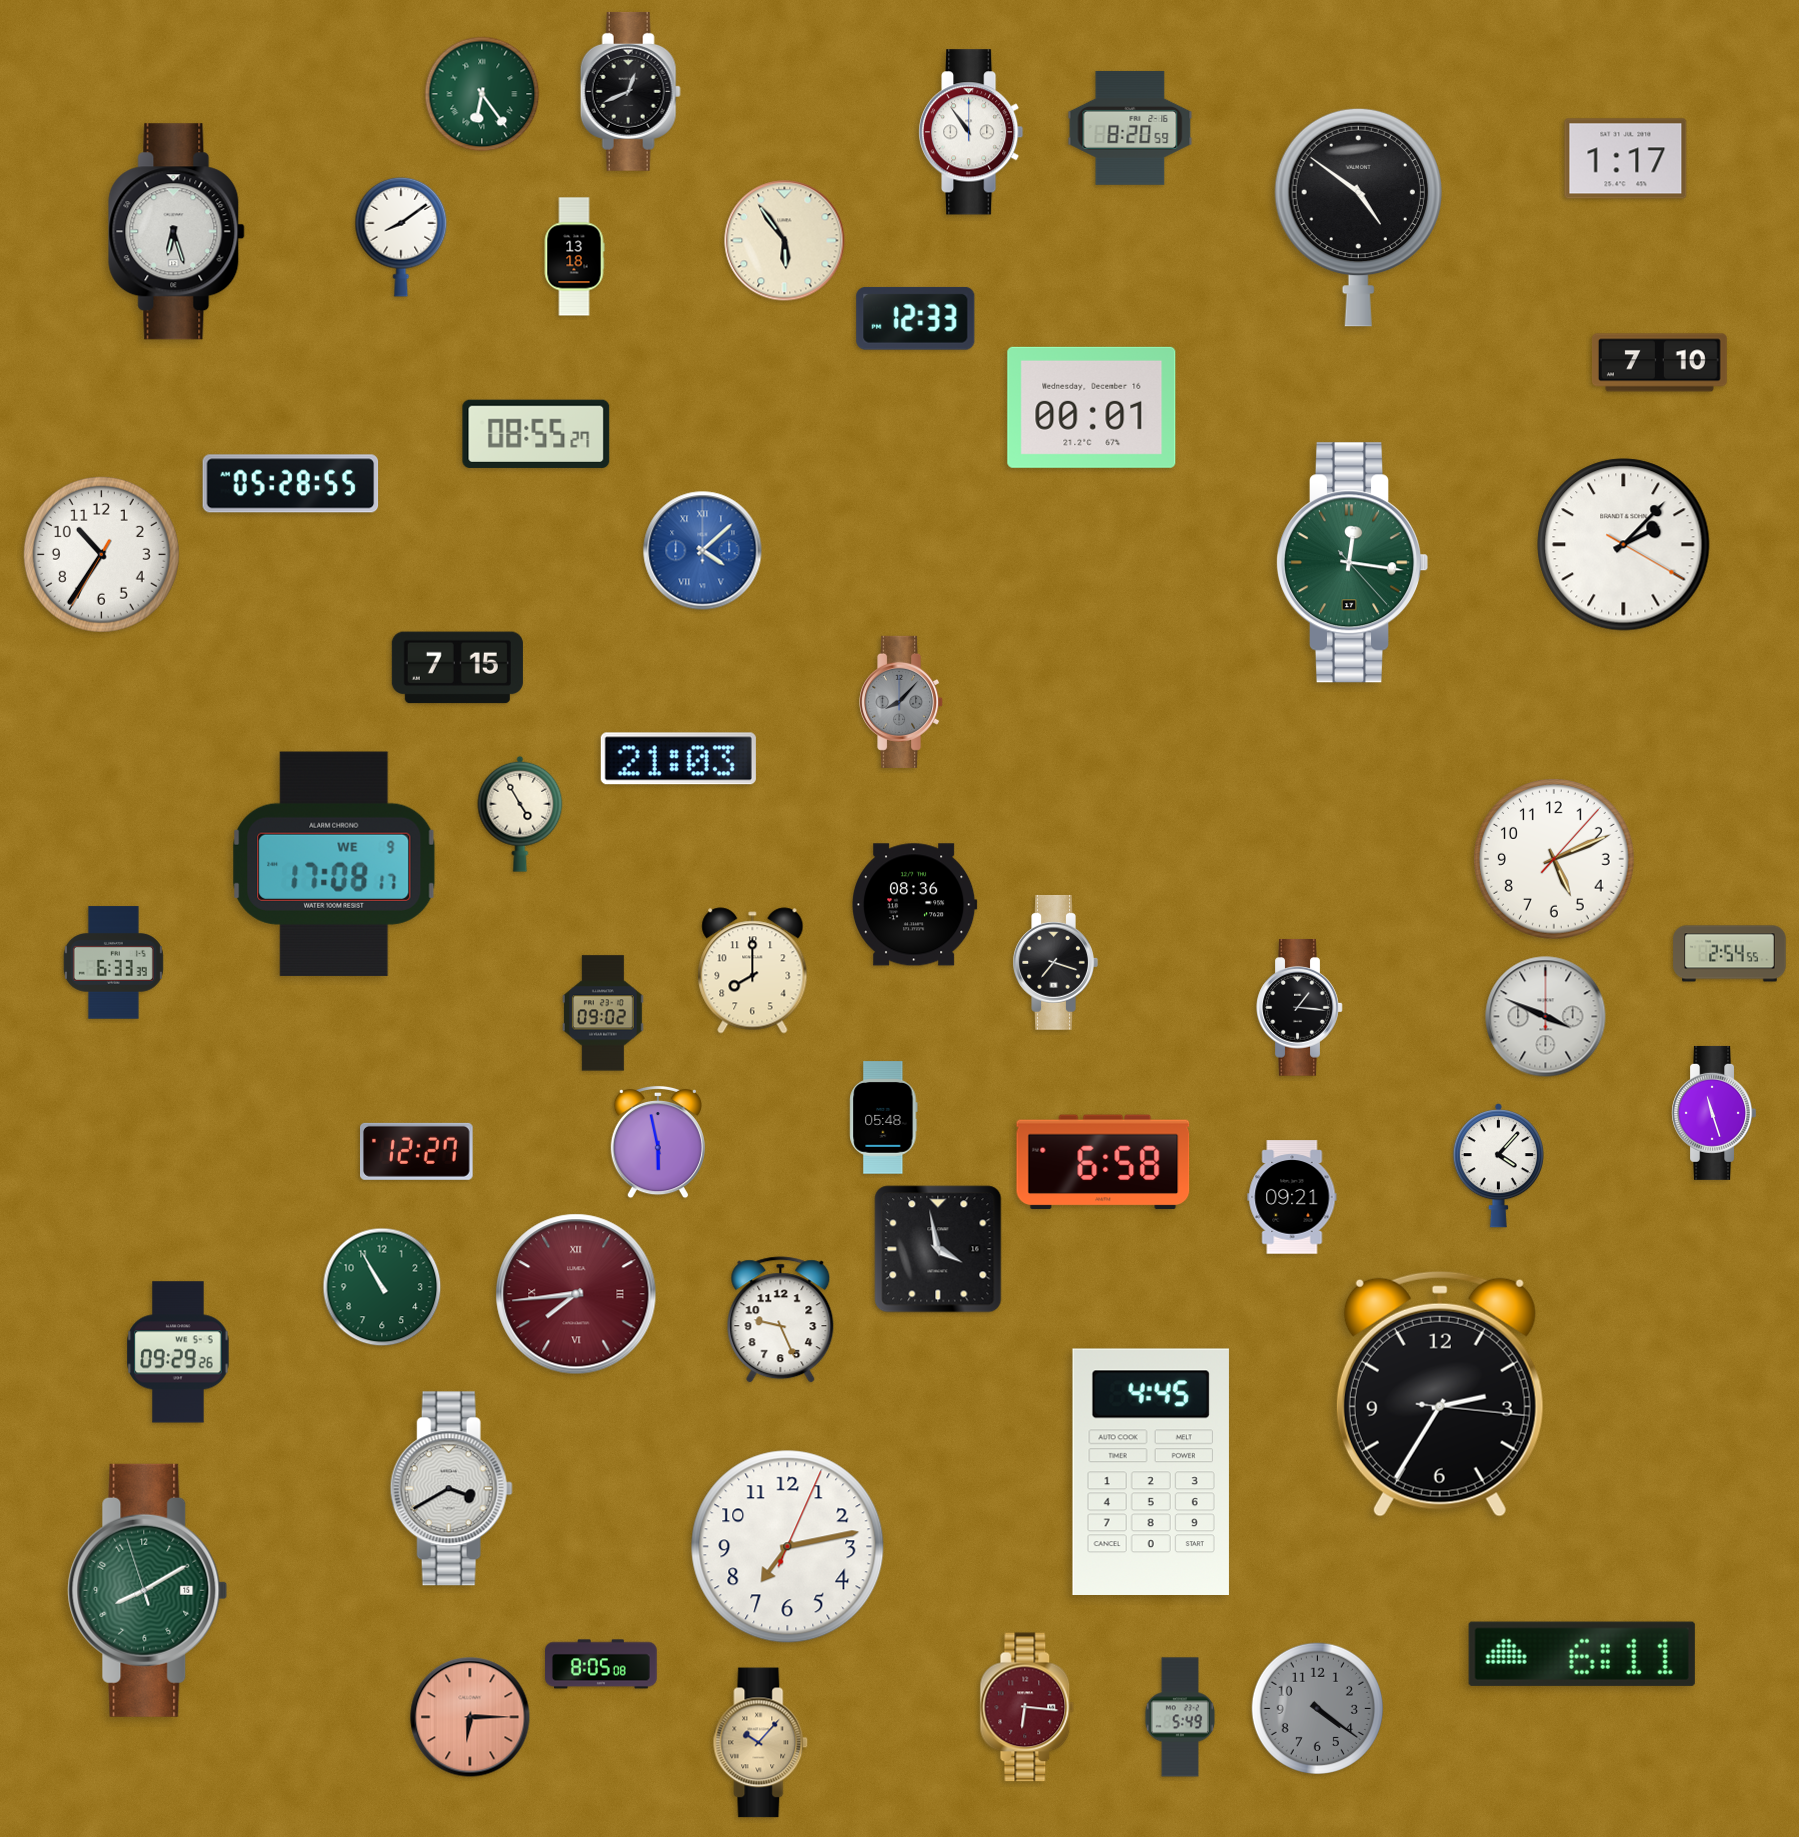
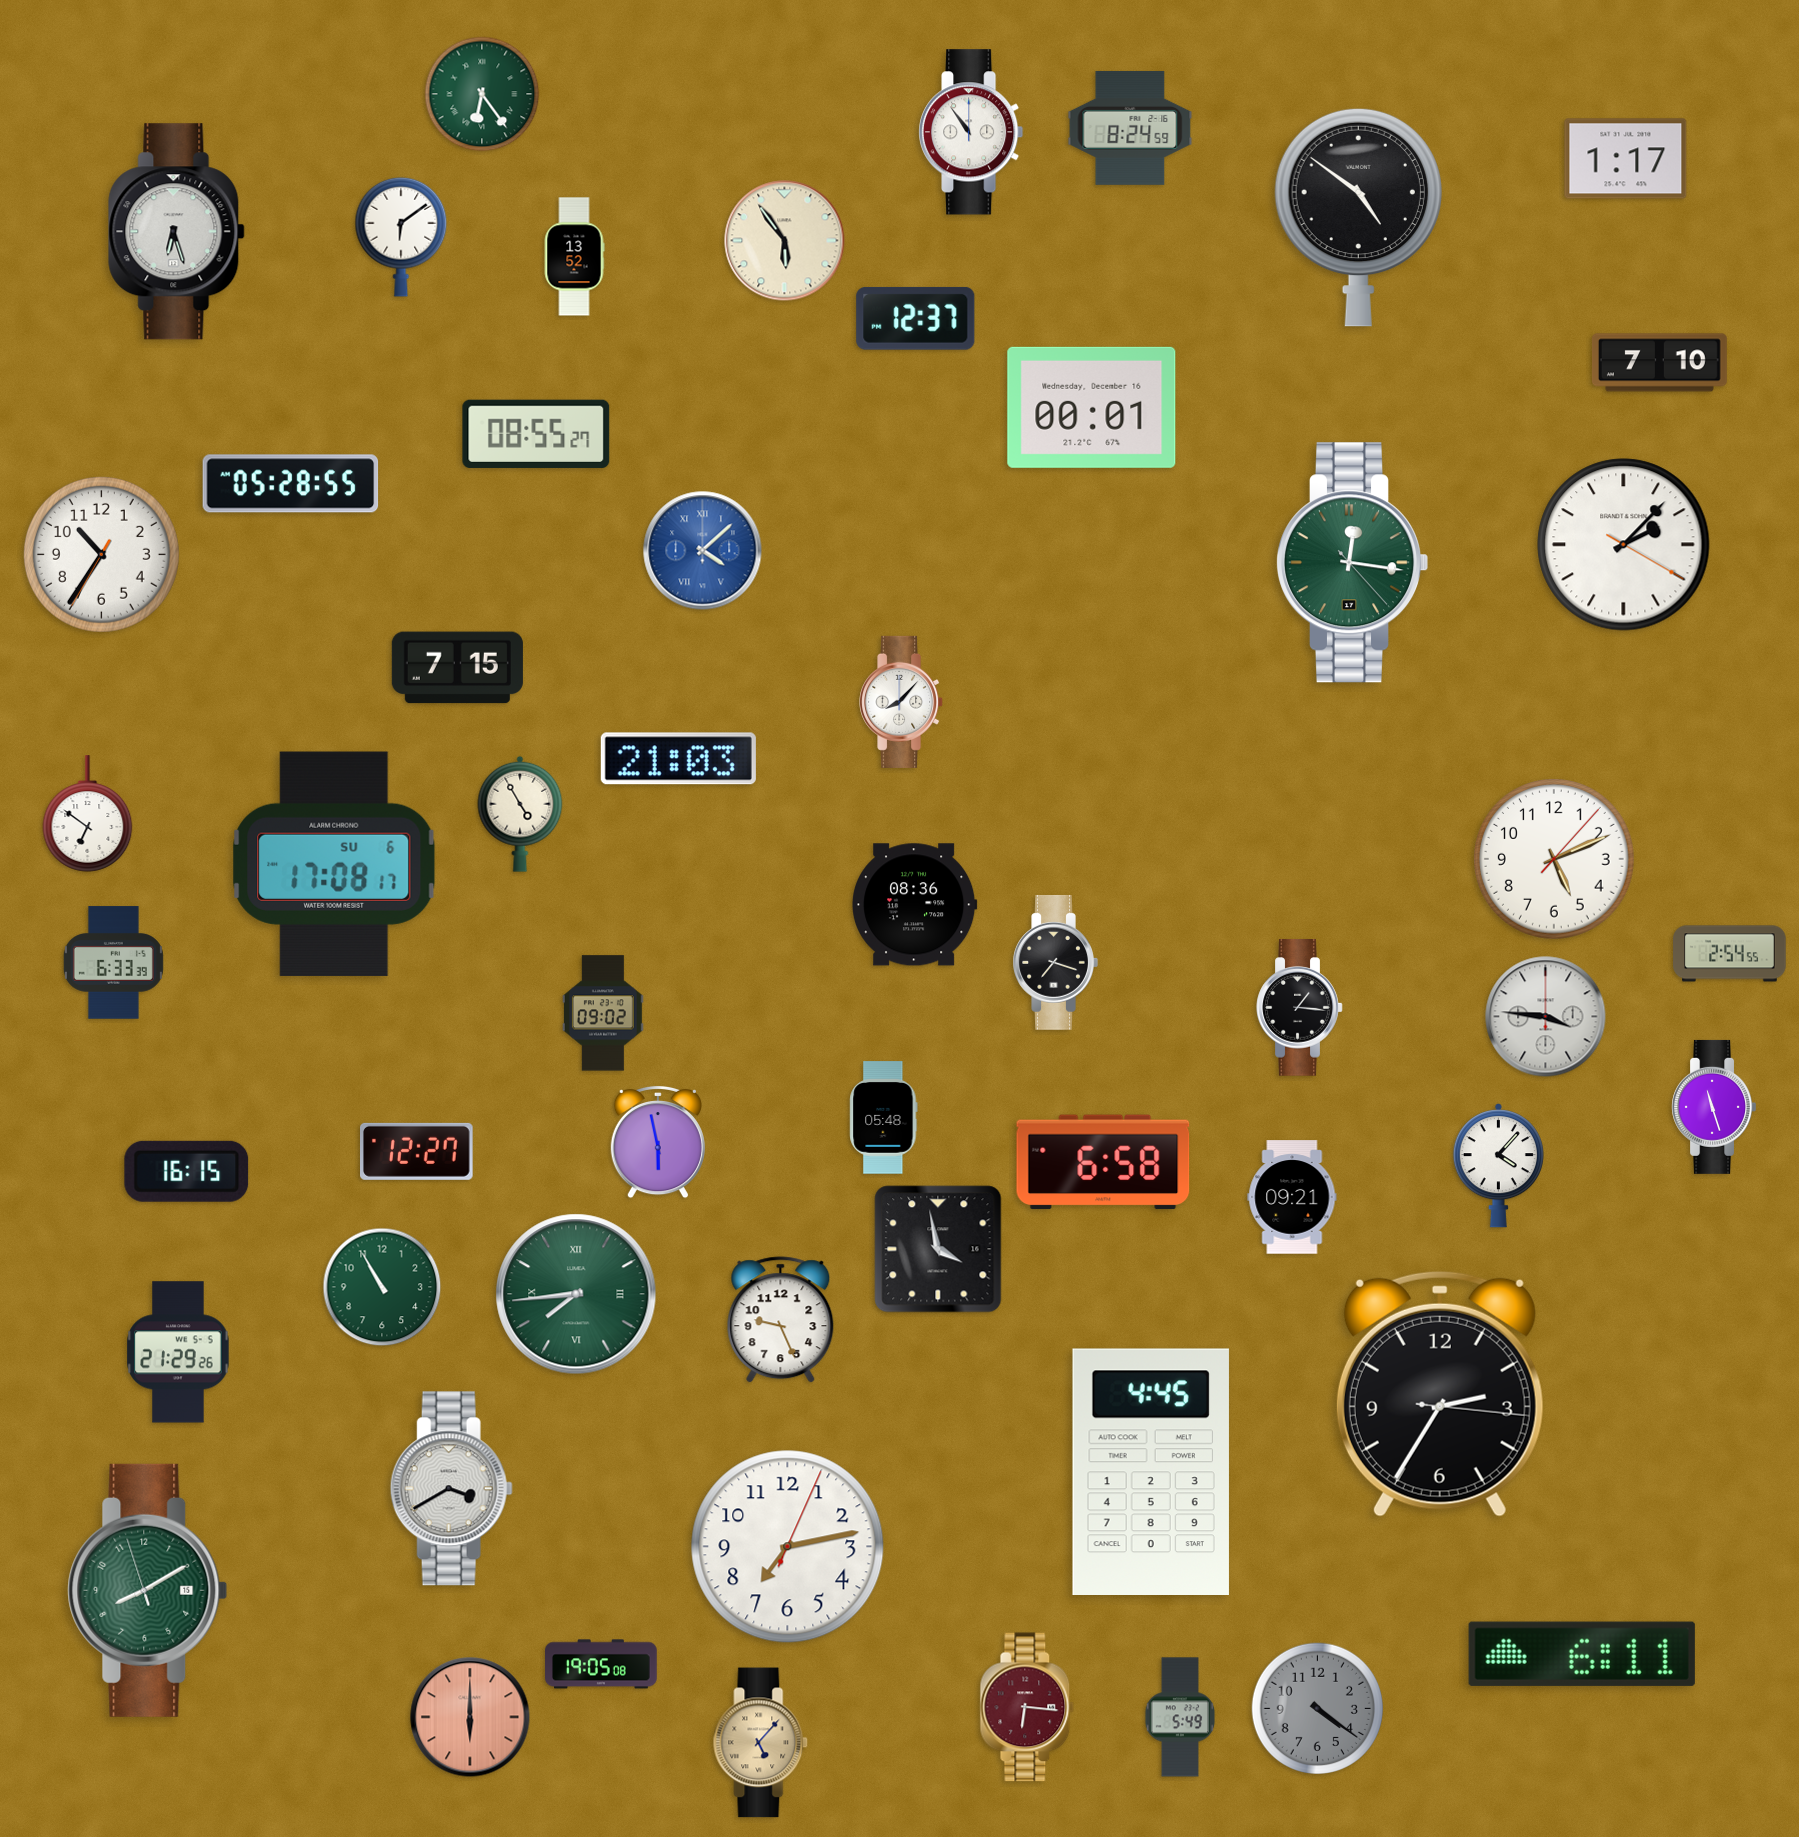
clock at (630, 91): 12:41 -> none
clock at (1130, 128): 8:20 -> 8:24
clock at (401, 237): 8:09 -> 6:09
clock at (574, 257): 13:18 -> 13:52
clock at (916, 318): 12:33 -> 12:37
clock at (902, 702) dial: grey -> white
clock at (88, 814): none -> 6:51
clock at (334, 864) date: WE 9 -> SU 6
clock at (753, 971): 8:00 -> none
clock at (1546, 1017): 3:49 -> 3:46
clock at (1713, 1113) position: (1713, 1113) -> (1713, 1107)
clock at (187, 1171): none -> 16:15
clock at (576, 1294) dial: burgundy -> green
clock at (178, 1352): 09:29 -> 21:29
clock at (601, 1664): 8:05 -> 19:05
clock at (470, 1717): 6:15 -> 6:00
clock at (761, 1743): 10:07 -> 5:07
